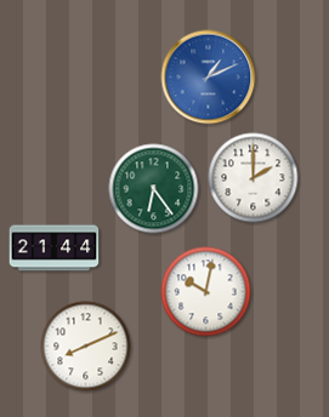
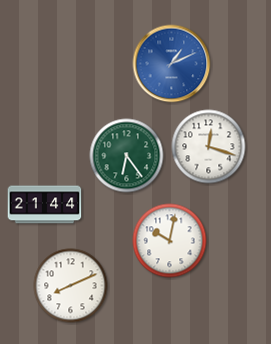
clock at (254, 178): 2:00 -> 12:18
